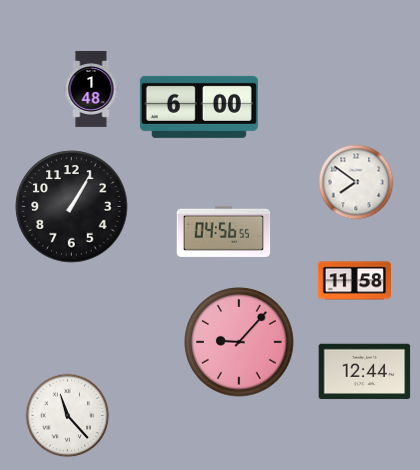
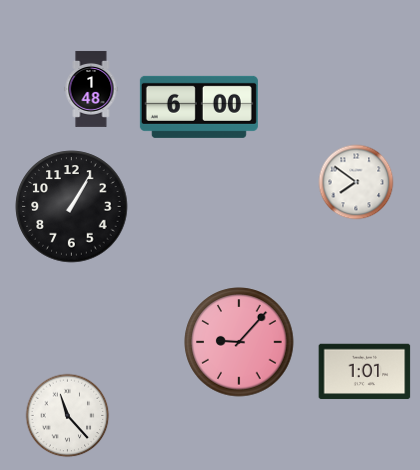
clock at (224, 231): 04:56 -> none
clock at (354, 281): 11:58 -> none
clock at (365, 372): 12:44 -> 1:01
